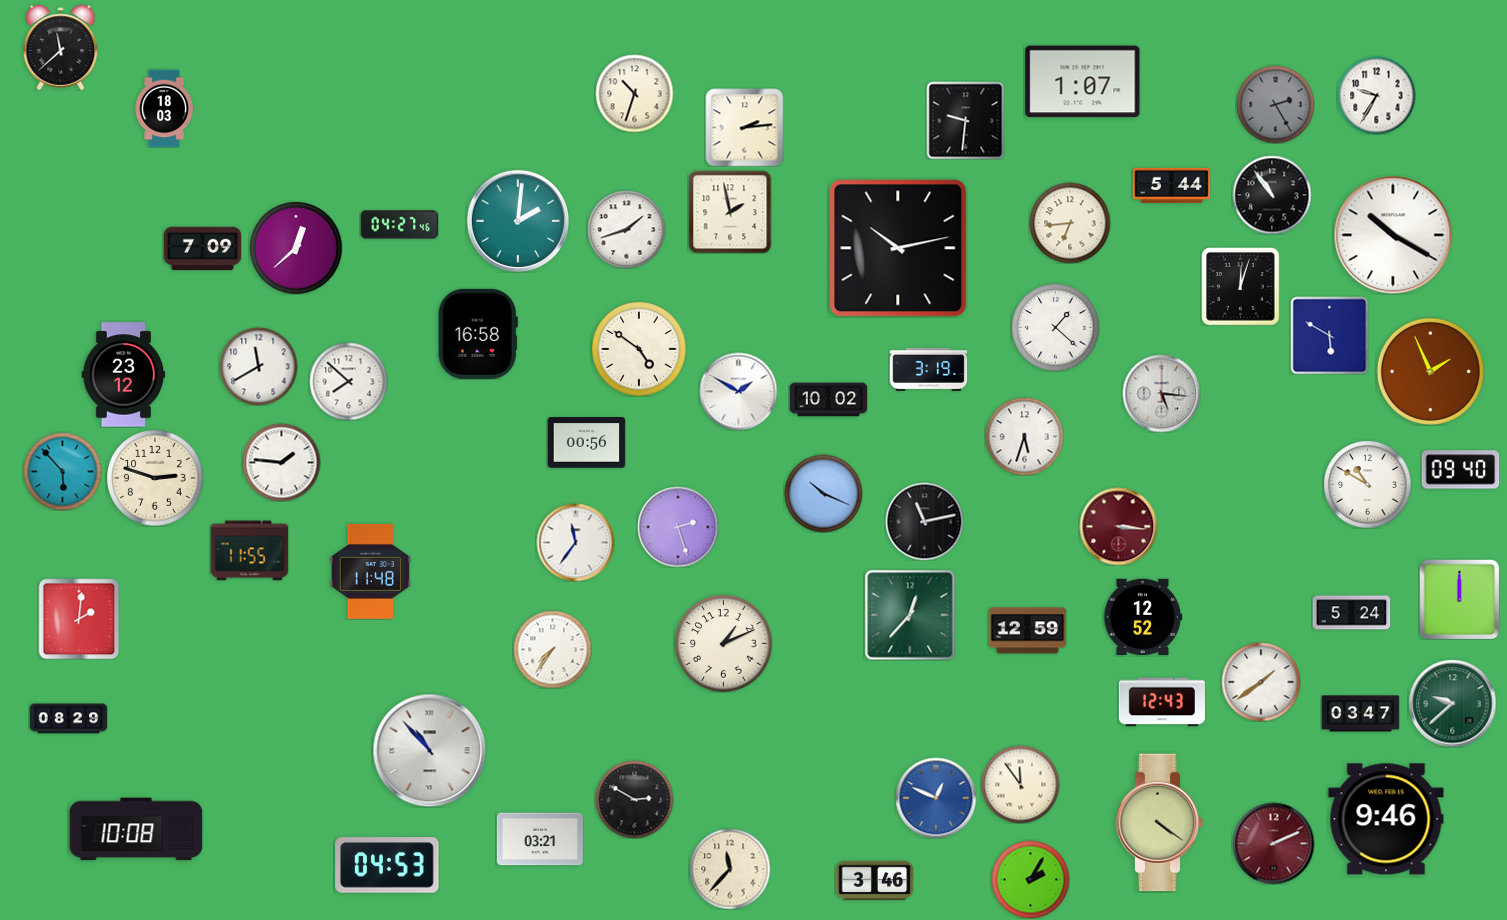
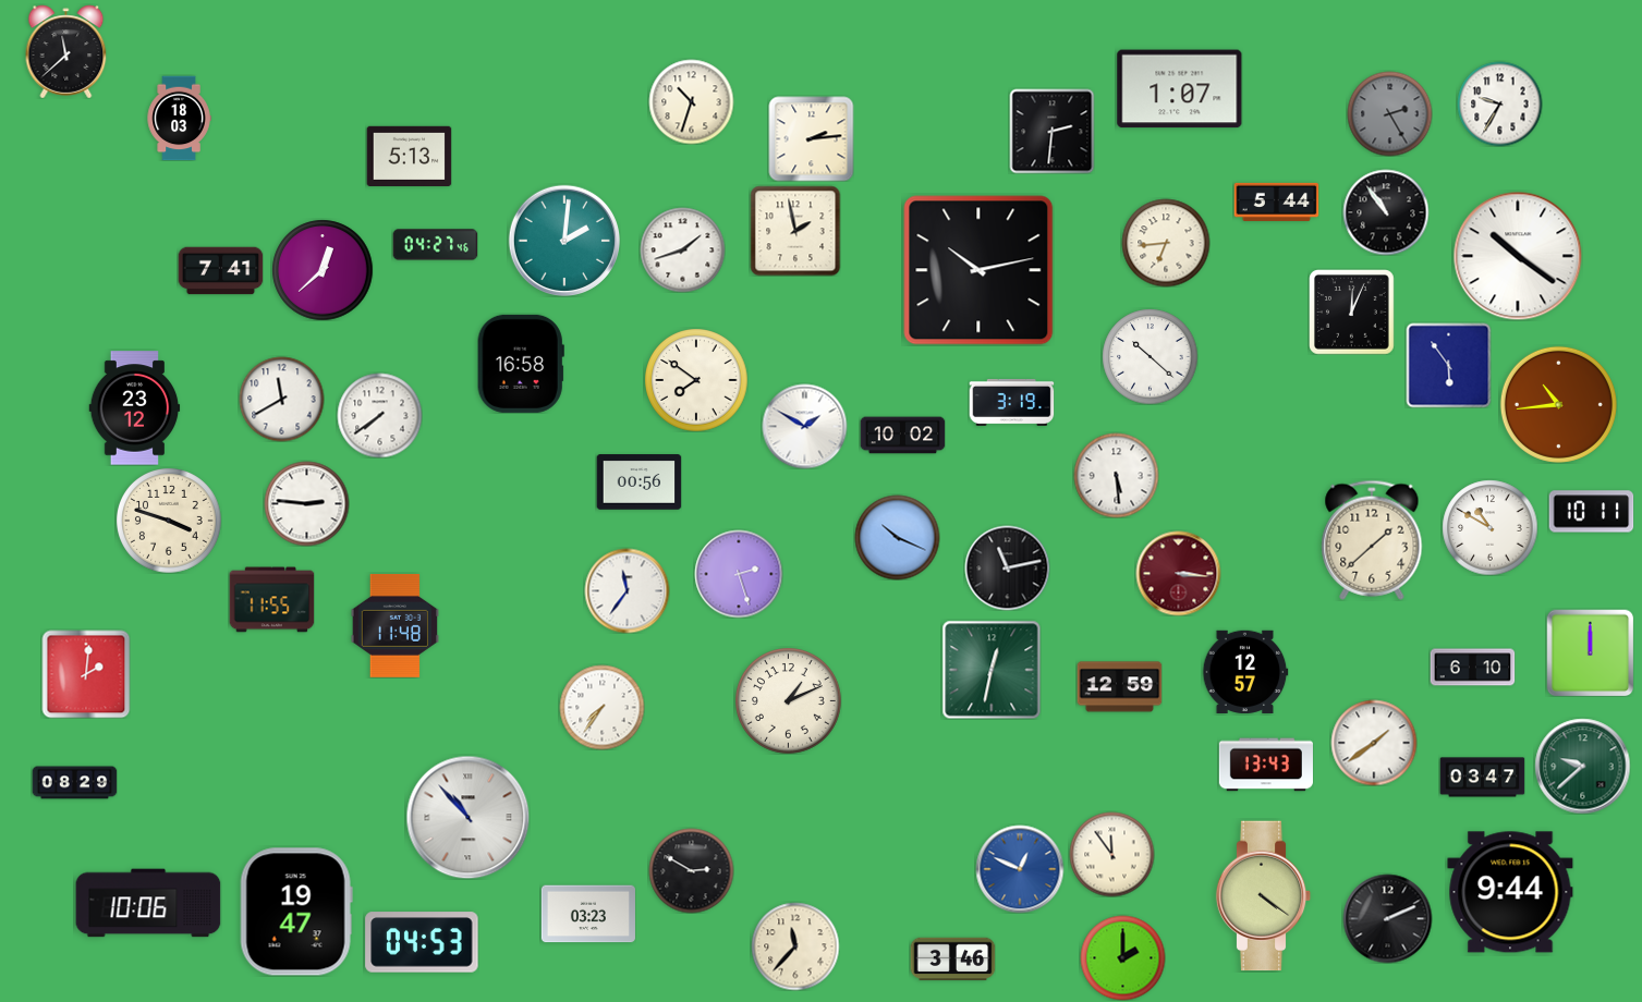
clock at (965, 120): 9:31 -> 2:31
clock at (409, 156): none -> 5:13
clock at (1393, 235): 10:20 -> 10:21
clock at (202, 249): 7:09 -> 7:41
clock at (1240, 286): 12:03 -> 12:04
clock at (1055, 327): 1:22 -> 10:22
clock at (1329, 335): 5:50 -> 5:54
clock at (639, 349): 4:51 -> 7:51
clock at (1430, 371): 1:56 -> 10:44
clock at (348, 381): 7:52 -> 7:39
clock at (1161, 393): 5:16 -> none
clock at (1024, 436): 5:33 -> 5:29
clock at (281, 462): 1:46 -> 2:46
clock at (1460, 470): 09:40 -> 10:11
clock at (62, 471): 5:53 -> none
clock at (155, 478): 2:48 -> 3:48
clock at (1372, 540): none -> 1:38
clock at (1118, 526) position: (1118, 526) -> (1178, 573)
clock at (370, 571) position: (370, 571) -> (394, 625)
clock at (1351, 613): 5:24 -> 6:10
clock at (910, 615): 12:37 -> 12:32
clock at (1143, 616): 12:52 -> 12:57
clock at (1162, 702): 12:43 -> 13:43
clock at (1386, 819): 9:46 -> 9:44
clock at (136, 829): 10:08 -> 10:06
clock at (296, 912): none -> 19:47
clock at (540, 839): 03:21 -> 03:23
clock at (1273, 843) dial: burgundy -> black
clock at (1030, 879): 2:05 -> 2:00
